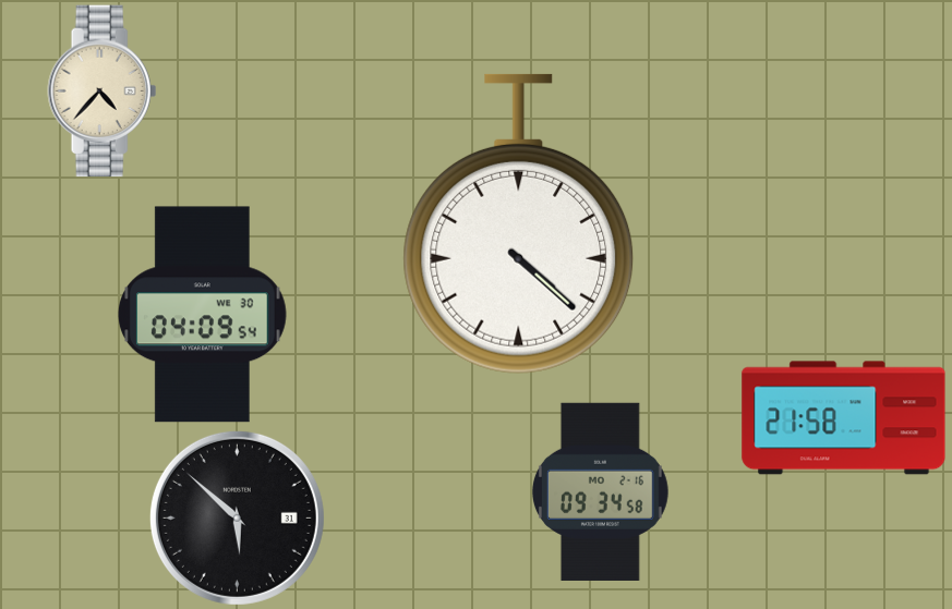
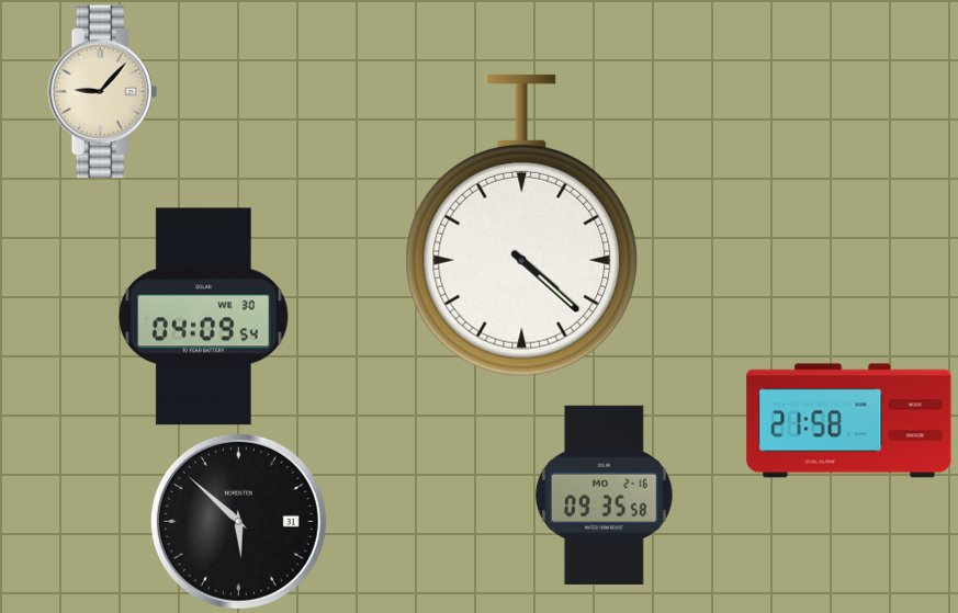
clock at (103, 92): 4:37 -> 9:07
clock at (600, 491): 09:34 -> 09:35
